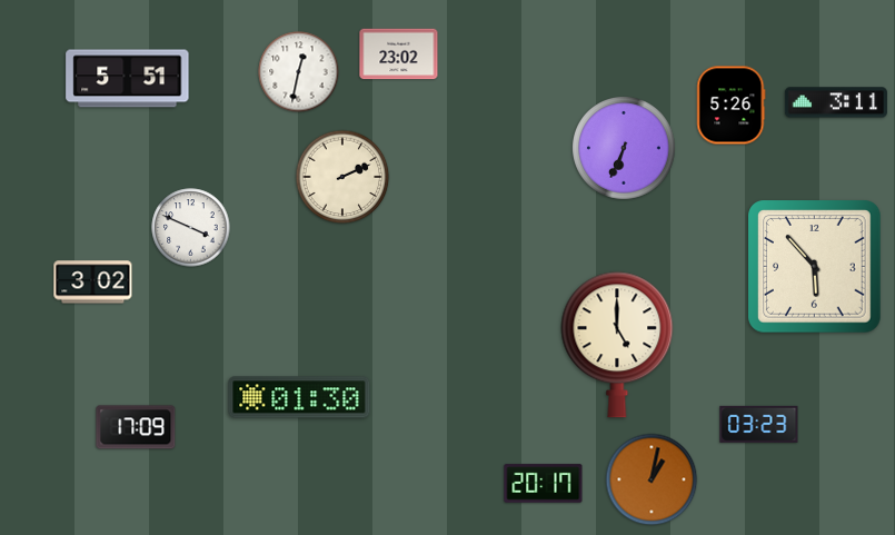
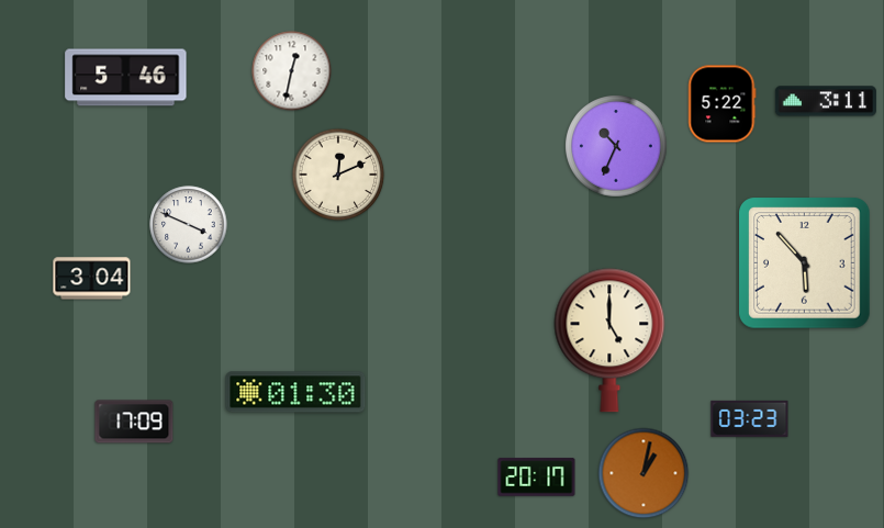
clock at (399, 55): 23:02 -> none
clock at (299, 72) position: (299, 72) -> (292, 71)
clock at (128, 79): 5:51 -> 5:46
clock at (732, 106): 5:26 -> 5:22
clock at (625, 149): 6:34 -> 10:34
clock at (342, 177): 2:11 -> 12:11
clock at (93, 283): 3:02 -> 3:04
